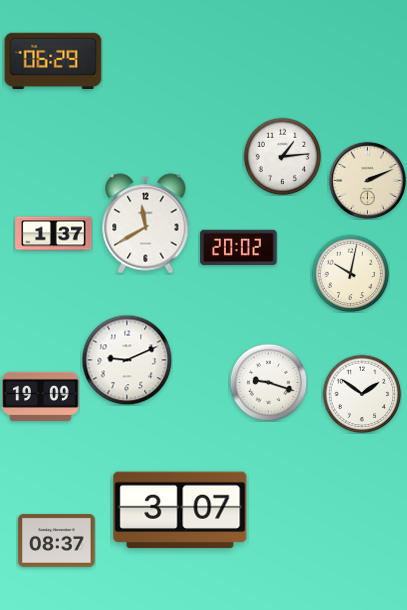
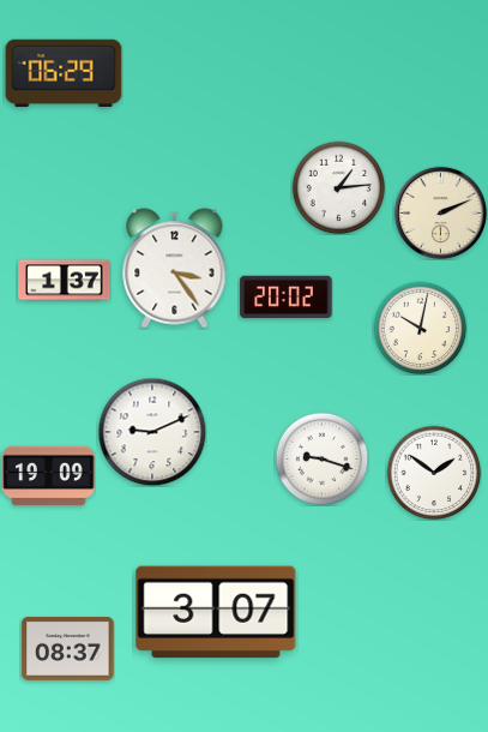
clock at (367, 180) position: (367, 180) -> (440, 212)
clock at (146, 224): 11:40 -> 3:24
